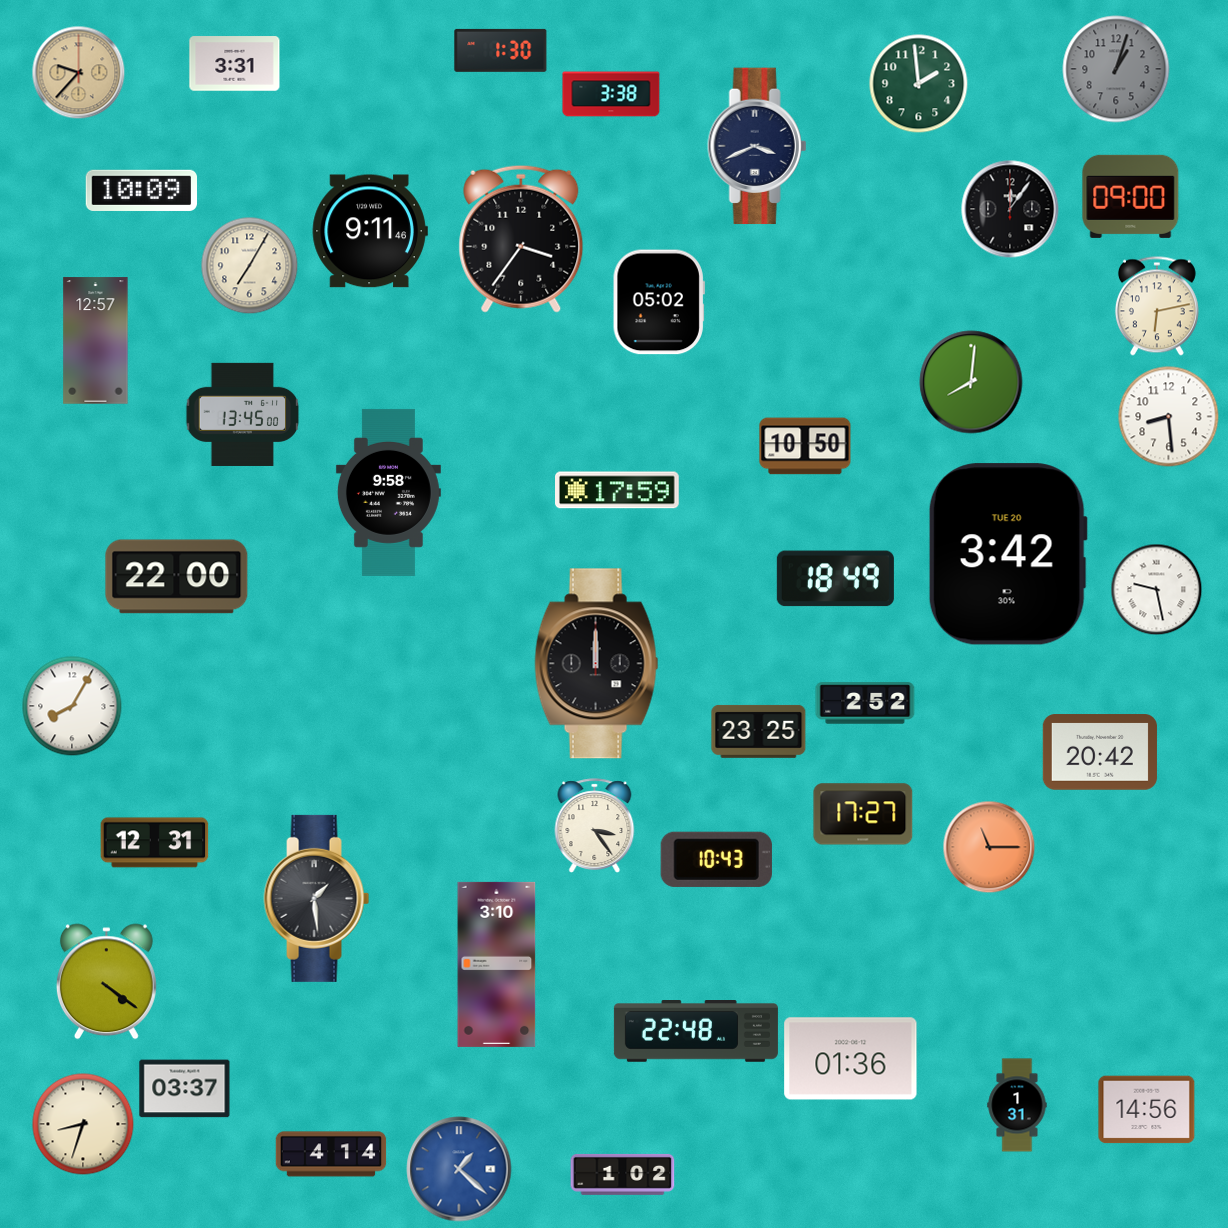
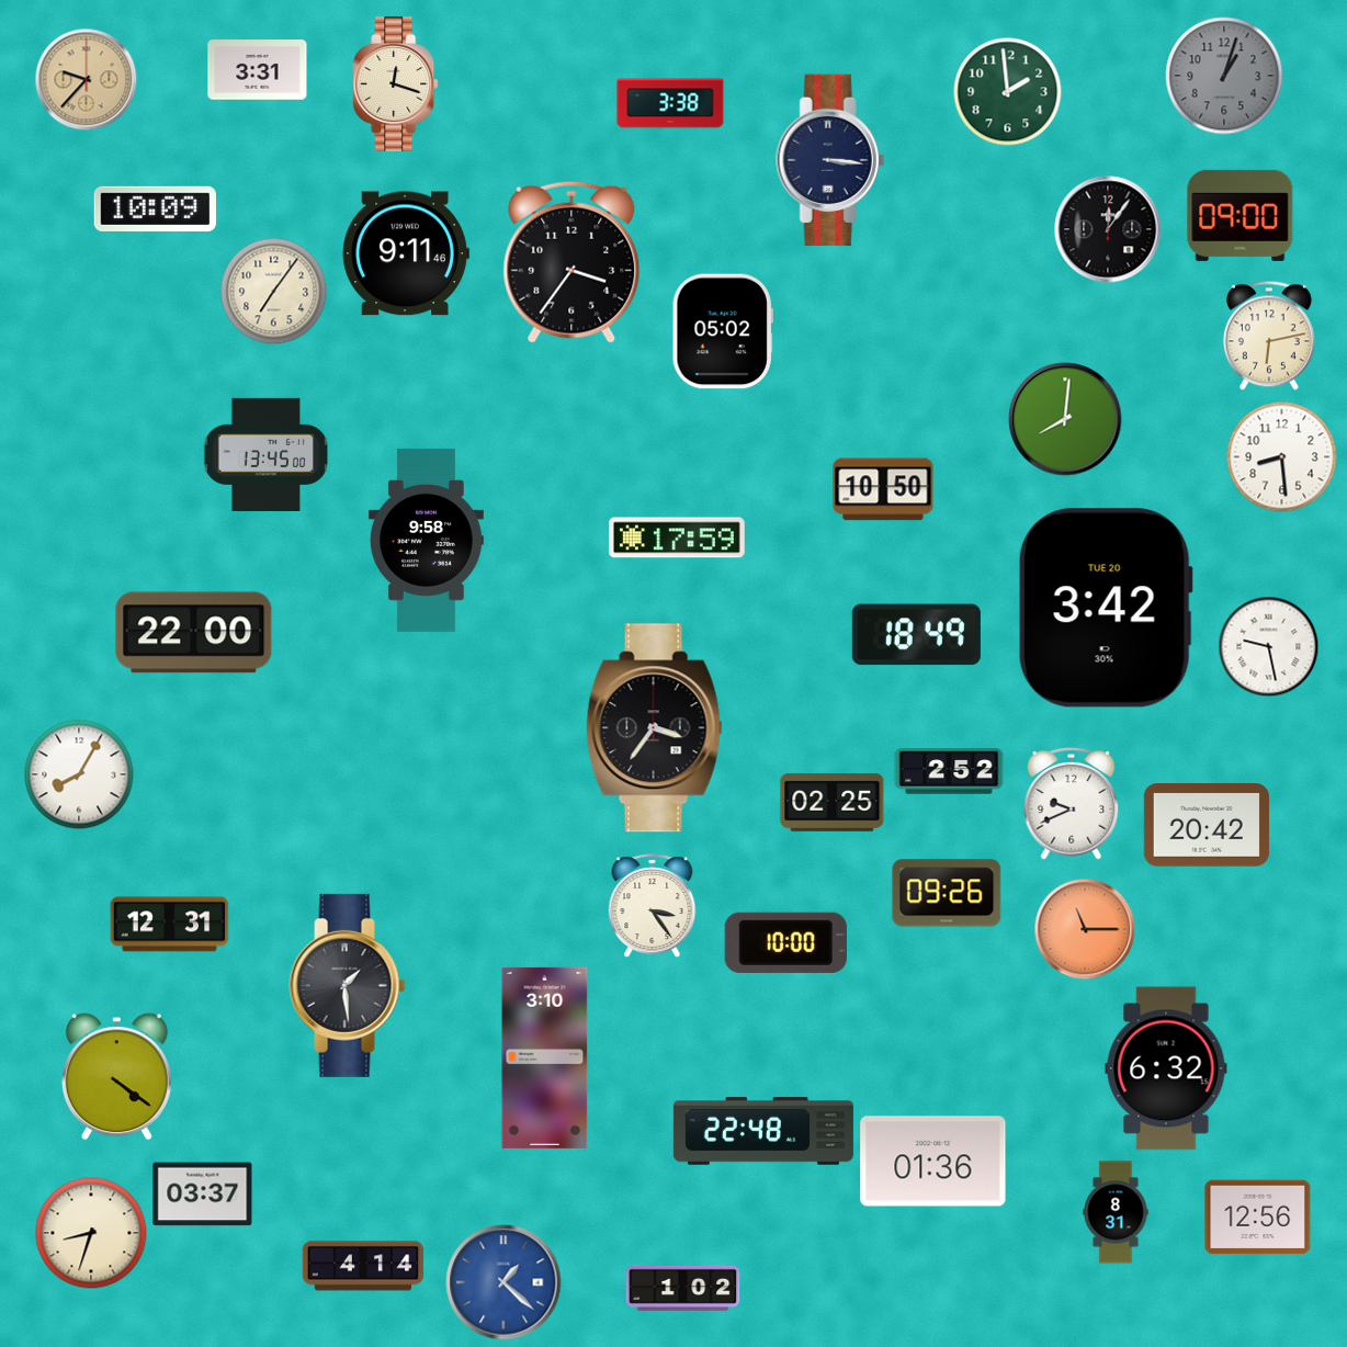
clock at (501, 50): 1:30 -> none
clock at (396, 84): none -> 12:18
clock at (757, 146): 3:41 -> 3:16
clock at (249, 265): 7:05 -> 7:06
clock at (96, 341): 12:57 -> none
clock at (597, 664): 12:00 -> 3:36
clock at (759, 731): 23:25 -> 02:25
clock at (1072, 804): none -> 9:41
clock at (863, 814): 17:27 -> 09:26
clock at (716, 859): 10:43 -> 10:00
clock at (1166, 1068): none -> 6:32
clock at (1017, 1105): 1:31 -> 8:31
clock at (1147, 1110): 14:56 -> 12:56
